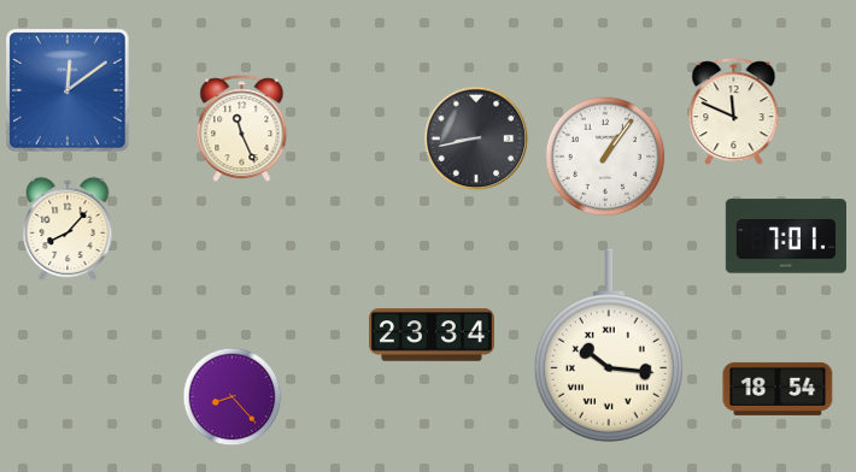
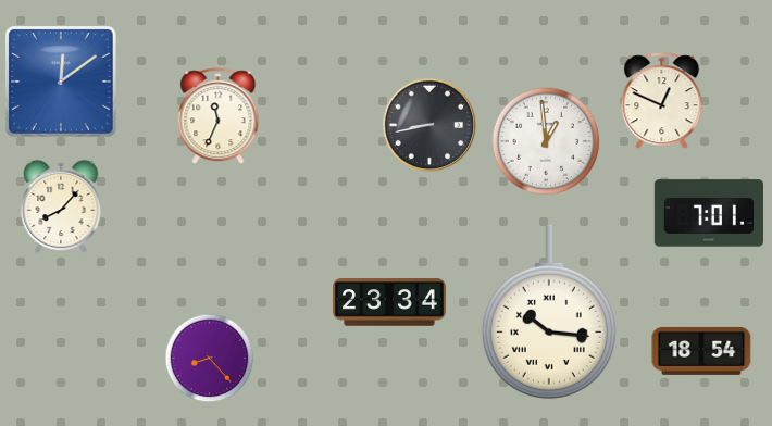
clock at (734, 112): 11:49 -> 12:49
clock at (242, 129): 11:26 -> 11:34
clock at (605, 157): 1:06 -> 12:59
